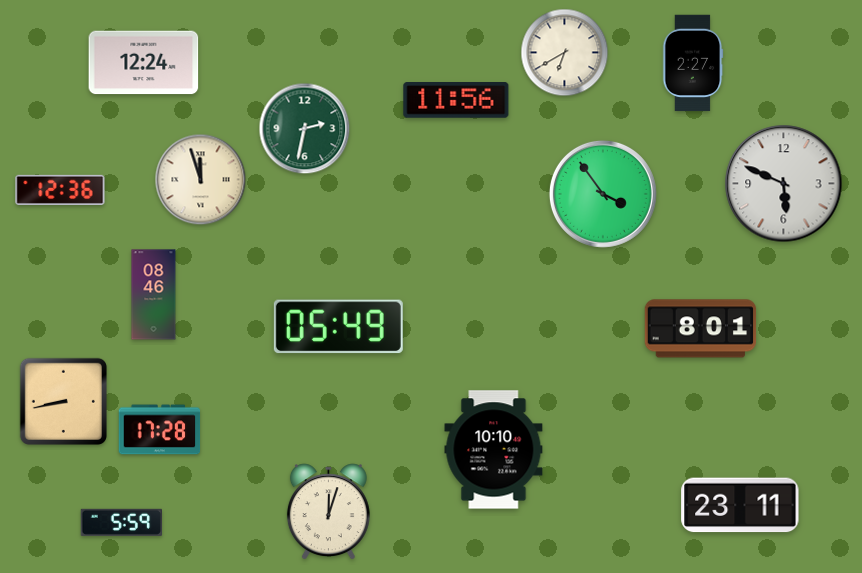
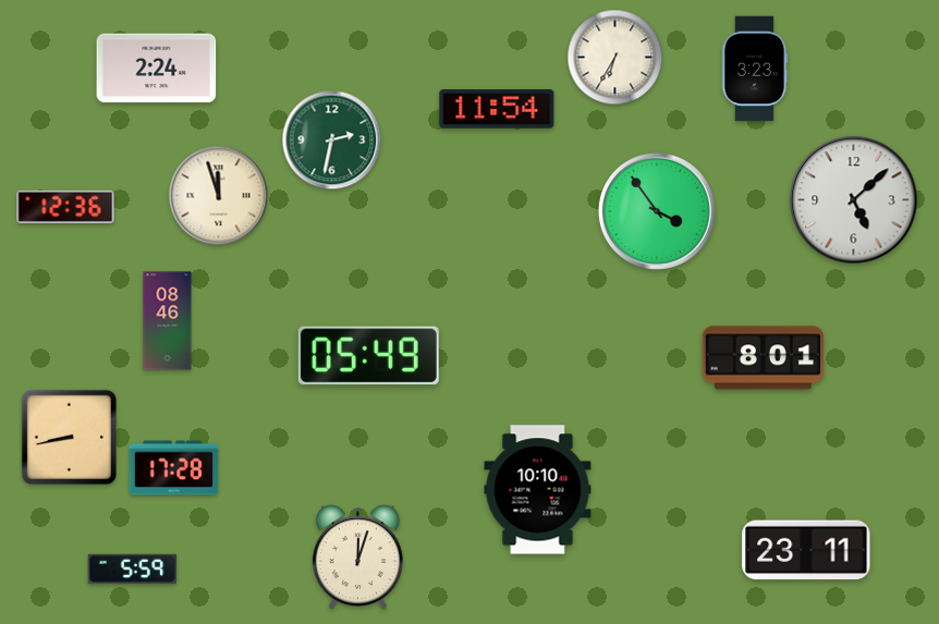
clock at (565, 53): 6:40 -> 6:35
clock at (144, 63): 12:24 -> 2:24
clock at (693, 63): 2:27 -> 3:23
clock at (456, 100): 11:56 -> 11:54
clock at (784, 184): 5:49 -> 5:08
